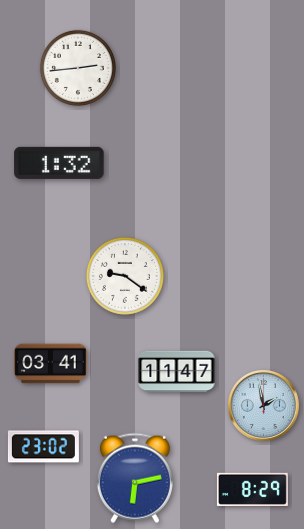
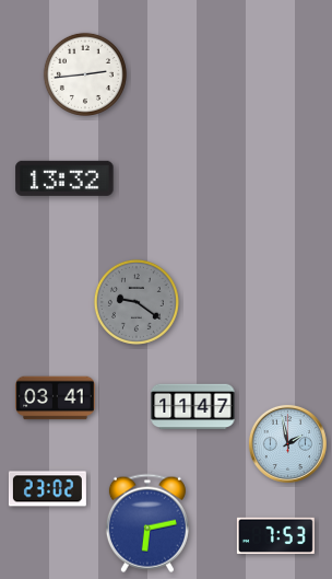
clock at (59, 163): 1:32 -> 13:32
clock at (125, 276) dial: white -> grey
clock at (252, 490): 8:29 -> 7:53
